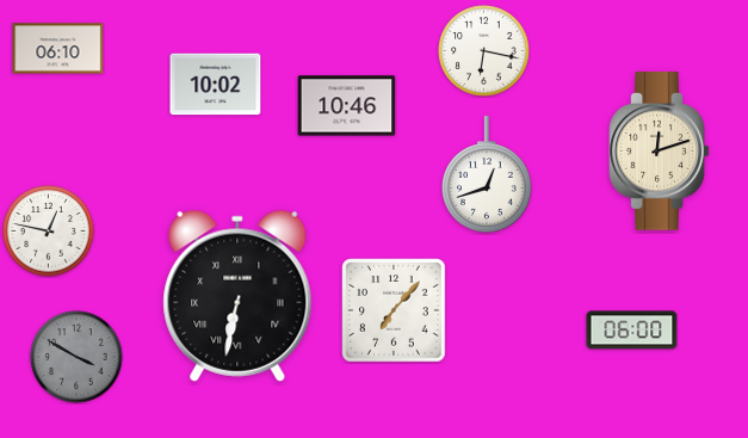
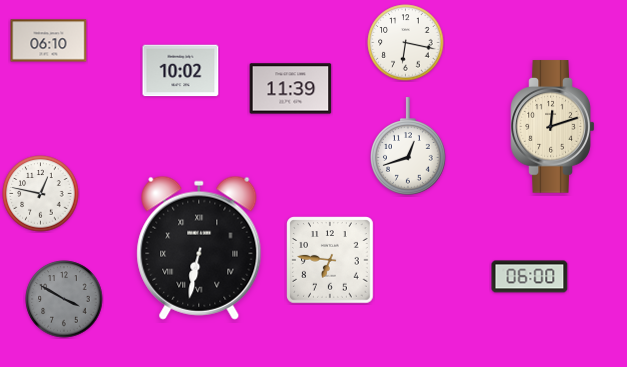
clock at (347, 106): 10:46 -> 11:39
clock at (394, 310): 7:07 -> 6:46
